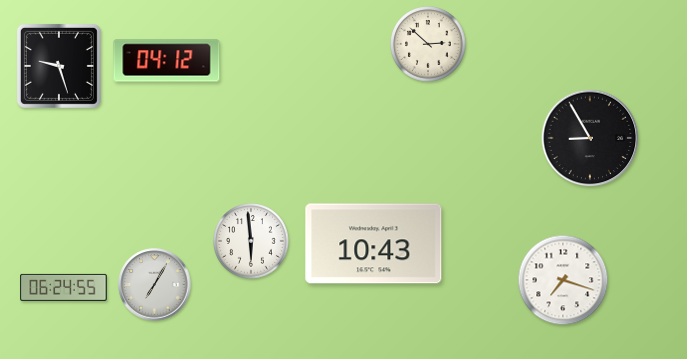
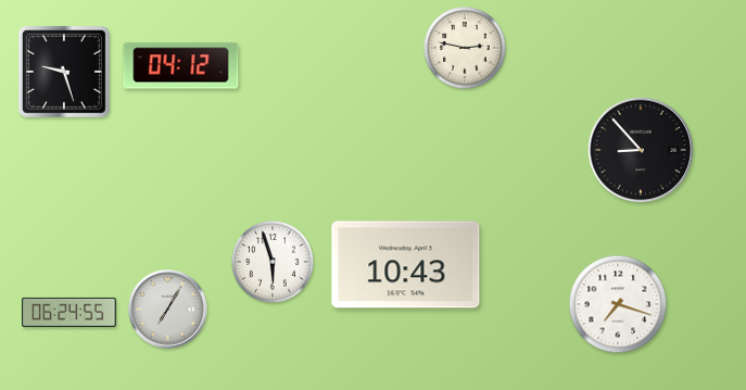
clock at (428, 44): 2:52 -> 2:47
clock at (590, 138): 8:55 -> 8:53
clock at (251, 241): 5:59 -> 5:57
clock at (563, 280) position: (563, 280) -> (618, 304)
